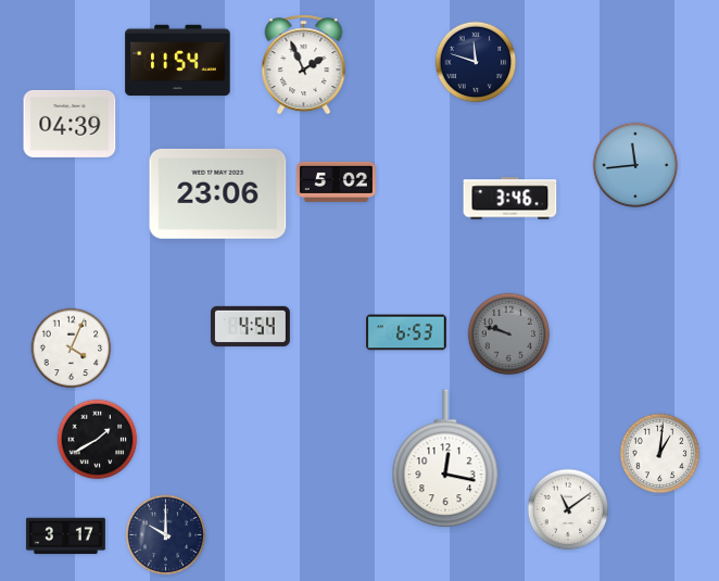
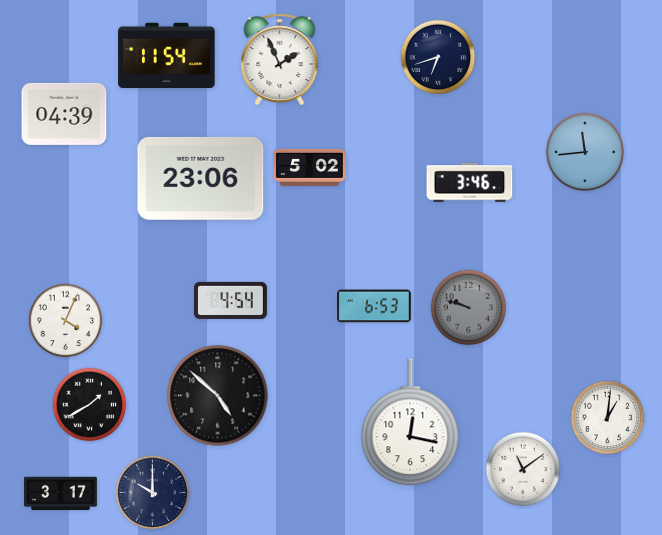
clock at (178, 61) position: (178, 61) -> (167, 56)
clock at (476, 62): 11:48 -> 6:42
clock at (218, 396): none -> 4:52
